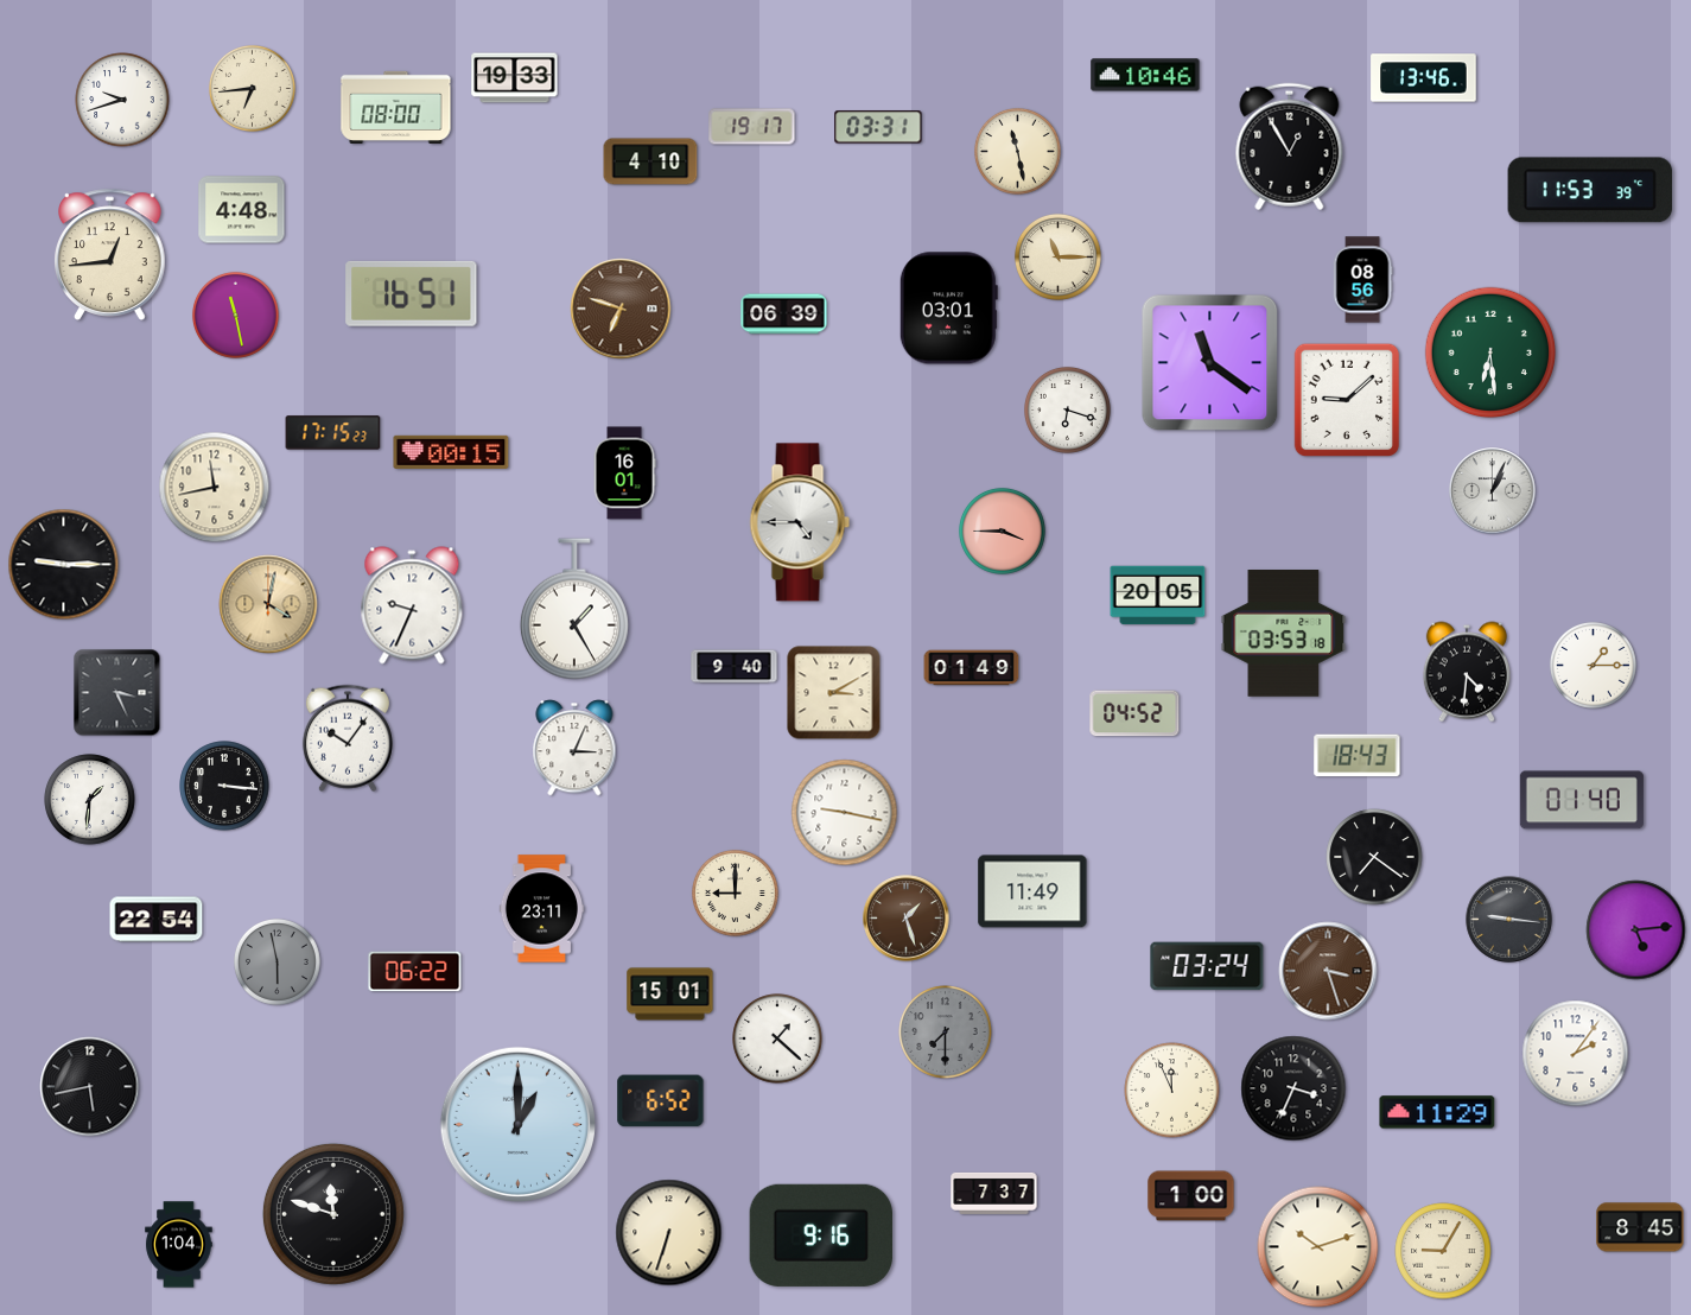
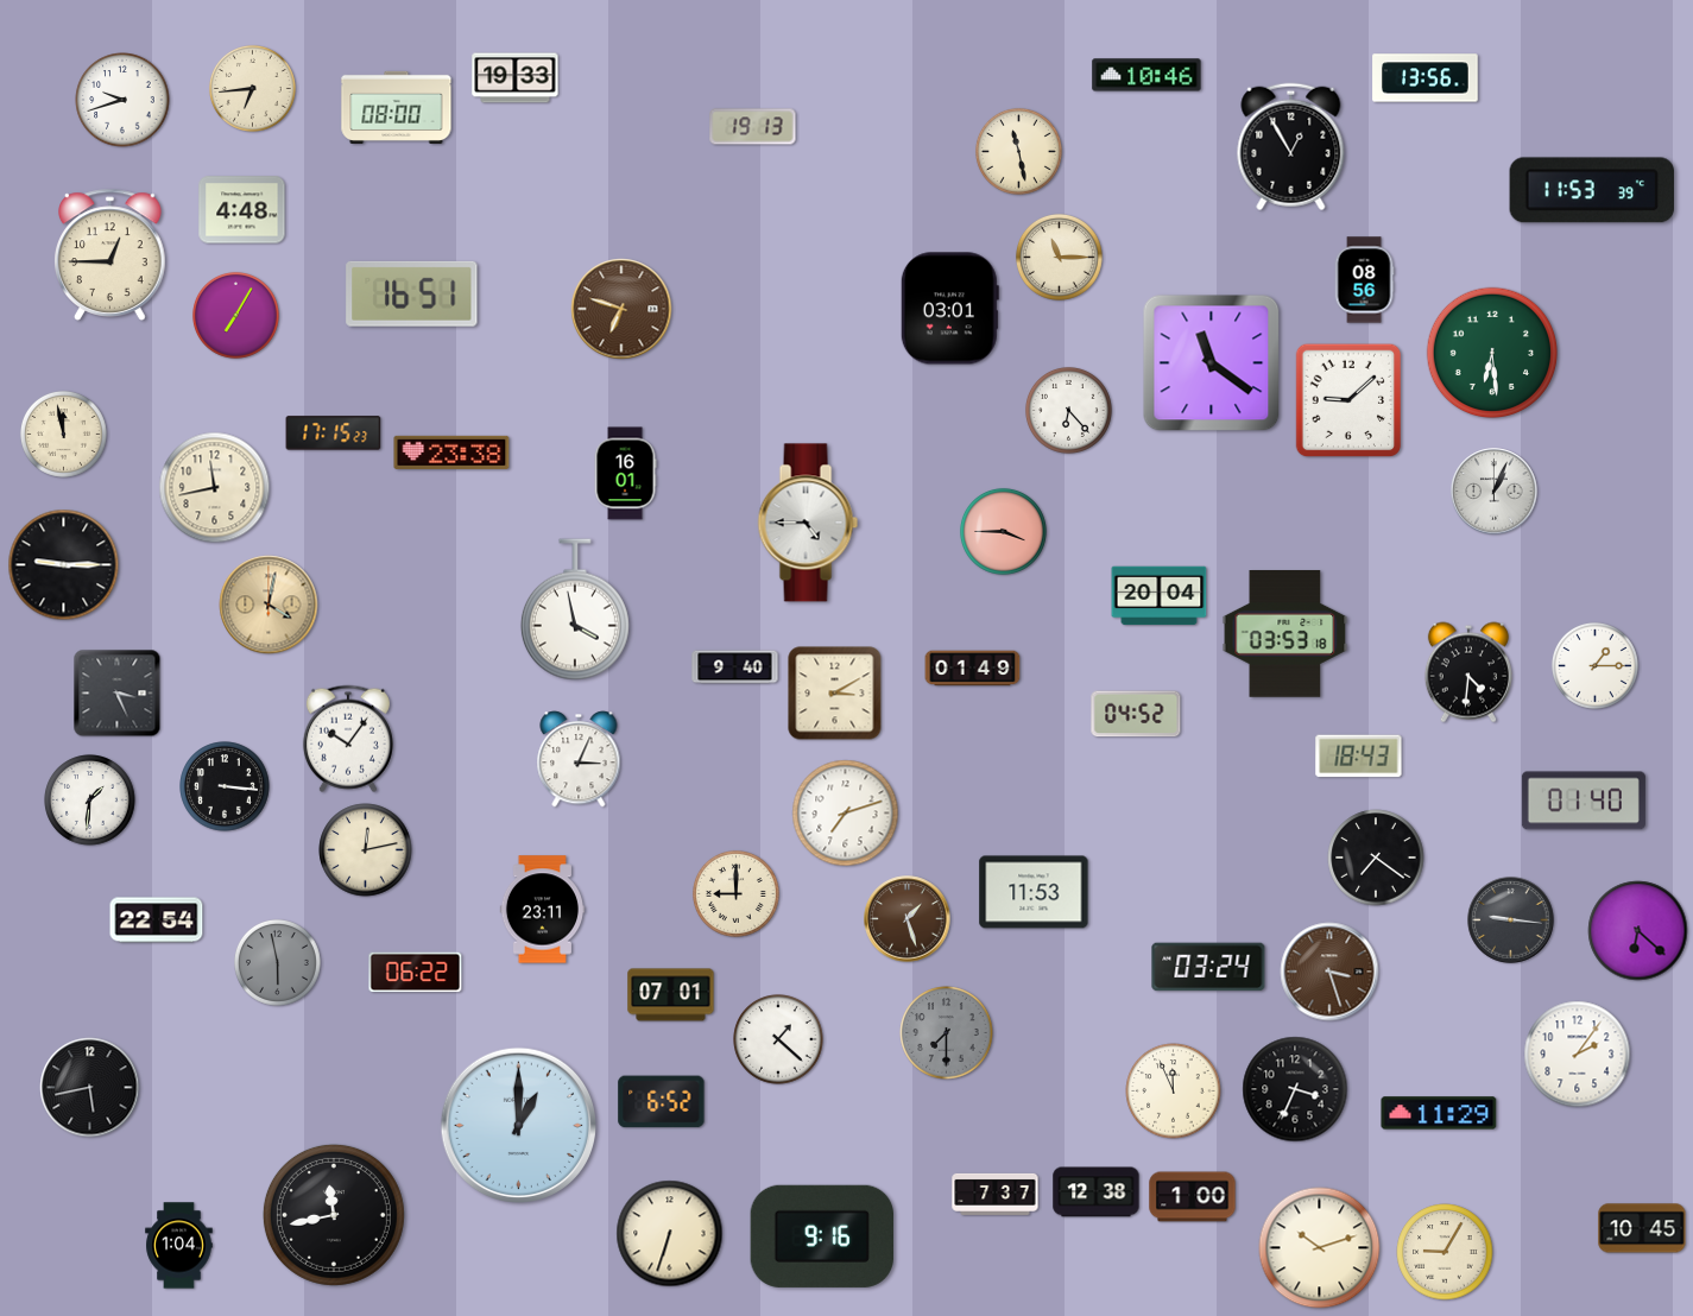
clock at (1424, 78): 13:46 -> 13:56
clock at (752, 127): 19:17 -> 19:13
clock at (878, 127): 03:31 -> none
clock at (650, 161): 4:10 -> none
clock at (110, 254): 12:44 -> 12:45
clock at (235, 315): 11:28 -> 7:05
clock at (784, 315): 06:39 -> none
clock at (1067, 409): 6:18 -> 6:23
clock at (63, 434): none -> 11:58
clock at (451, 452): 00:15 -> 23:38
clock at (800, 522) position: (800, 522) -> (808, 523)
clock at (1158, 596): 20:05 -> 20:04
clock at (412, 605): 9:34 -> none
clock at (574, 609): 1:25 -> 3:58
clock at (574, 748) position: (574, 748) -> (579, 759)
clock at (845, 813): 9:17 -> 7:12
clock at (366, 850): none -> 12:13
clock at (1032, 891): 11:49 -> 11:53
clock at (1636, 930): 5:14 -> 6:22
clock at (670, 995): 15:01 -> 07:01
clock at (1097, 1192): none -> 12:38
clock at (333, 1214): 11:48 -> 11:43
clock at (1640, 1227): 8:45 -> 10:45
